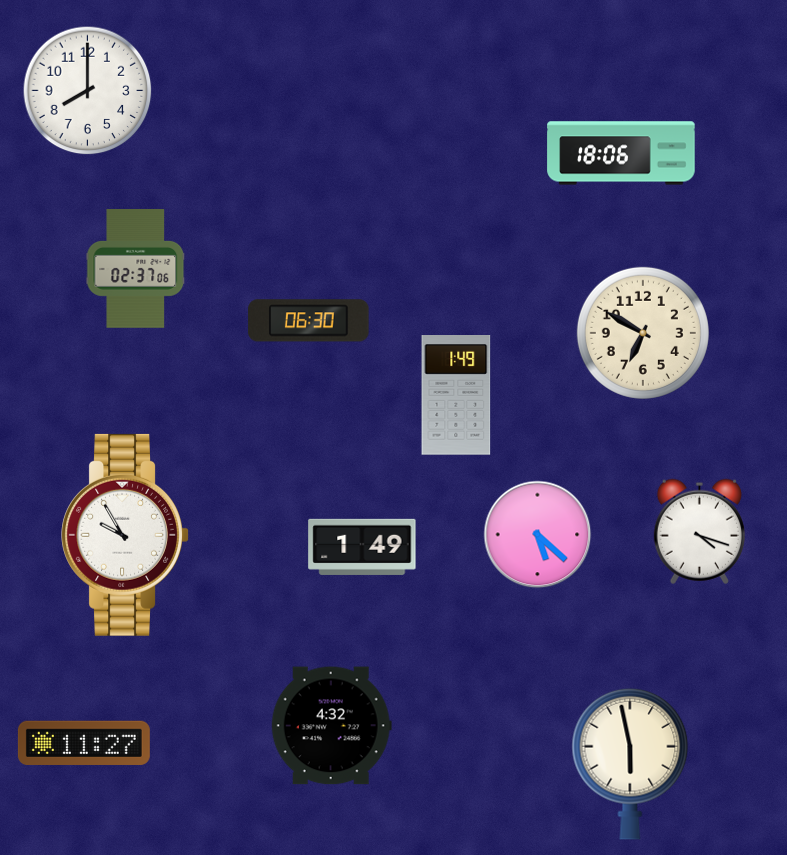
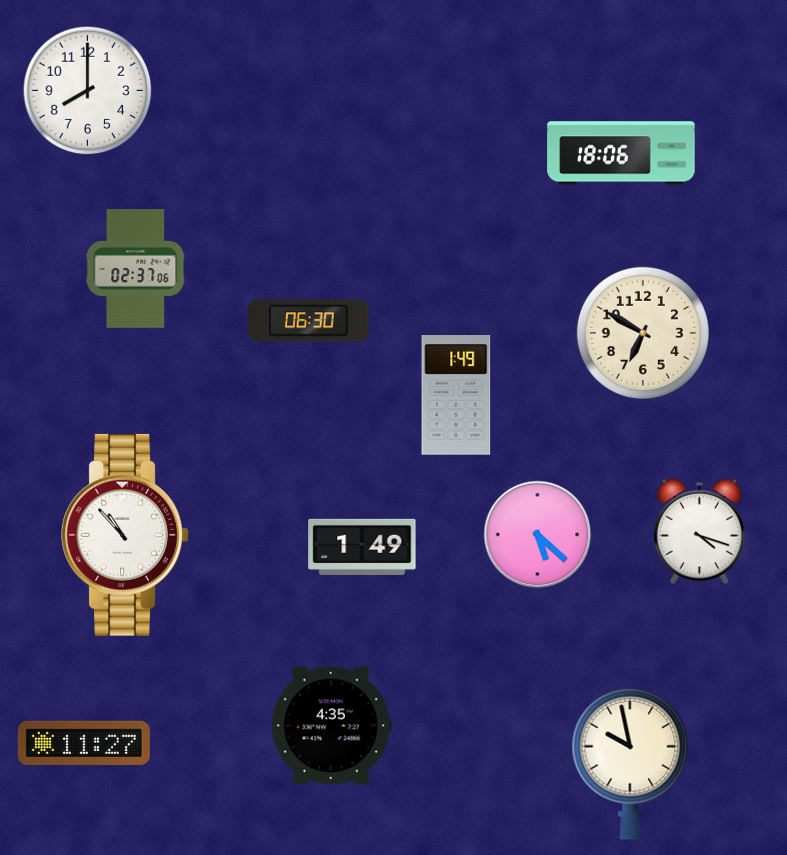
clock at (125, 535): 9:55 -> 10:53
clock at (331, 726): 4:32 -> 4:35
clock at (630, 764): 5:58 -> 9:58
